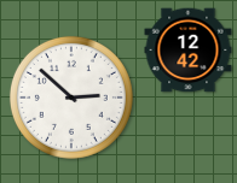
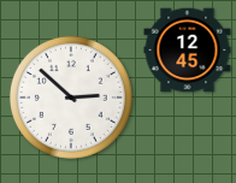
clock at (189, 51): 12:42 -> 12:45
